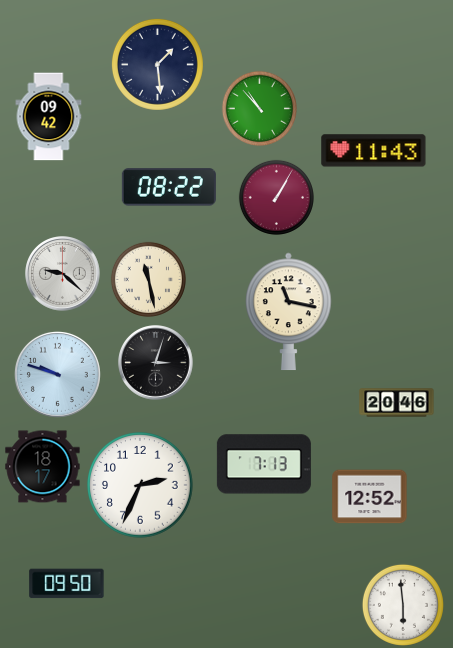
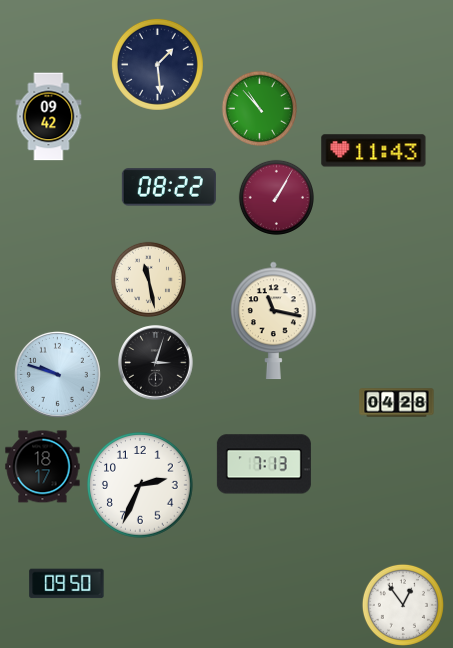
clock at (63, 274): 9:22 -> none
clock at (289, 312) position: (289, 312) -> (274, 321)
clock at (397, 403): 20:46 -> 04:28
clock at (370, 497): 12:52 -> none
clock at (403, 605): 5:59 -> 12:54
